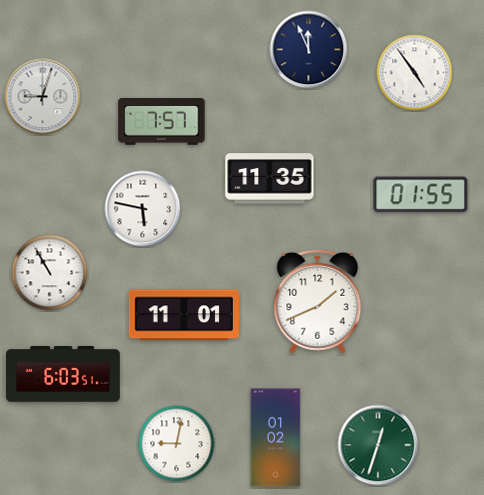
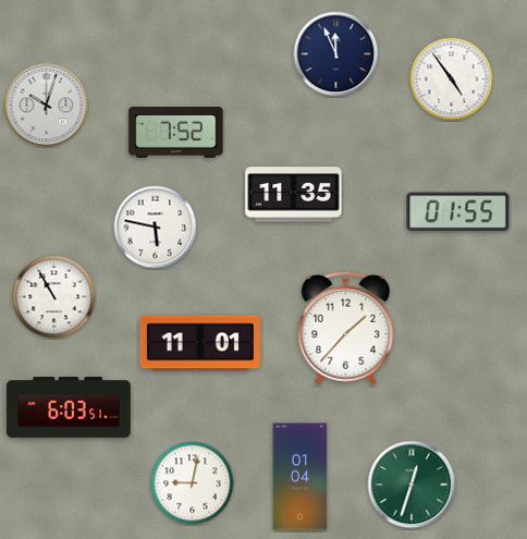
clock at (43, 97): 9:03 -> 10:03
clock at (162, 122): 7:57 -> 7:52
clock at (318, 301): 1:41 -> 1:37
clock at (276, 438): 01:02 -> 01:04
